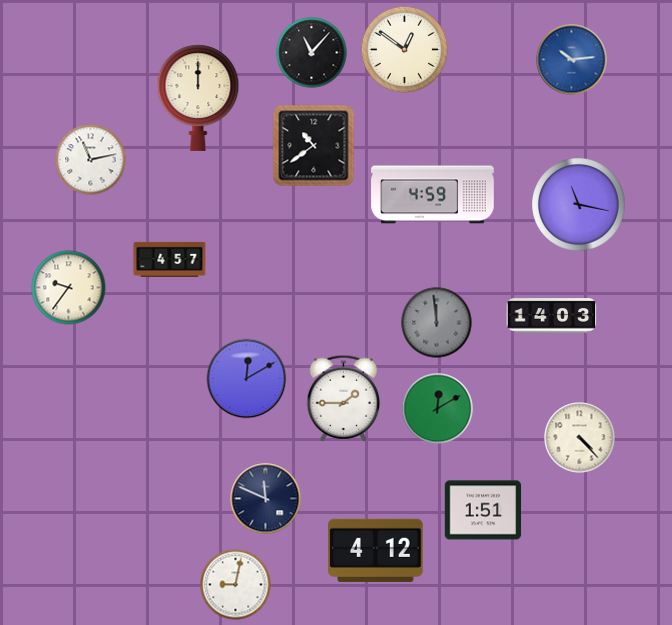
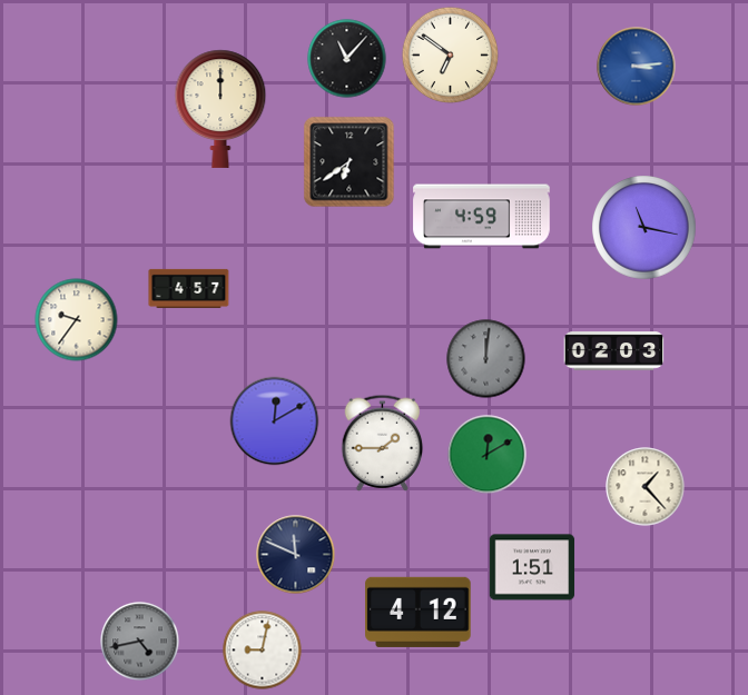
clock at (405, 50): 12:51 -> 6:51
clock at (572, 60): 10:14 -> 3:14
clock at (314, 146): 10:39 -> 6:39
clock at (91, 160): 11:13 -> none
clock at (552, 316): 14:03 -> 02:03
clock at (437, 323): 11:59 -> 12:01
clock at (580, 438): 4:23 -> 1:23
clock at (483, 510) position: (483, 510) -> (532, 567)
clock at (140, 642): none -> 4:43
